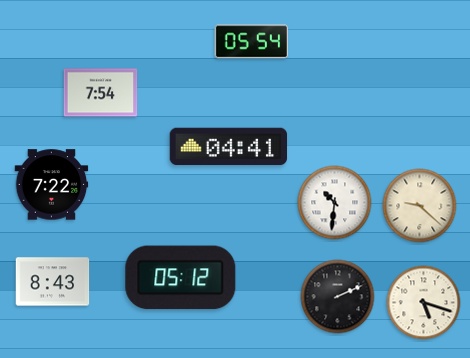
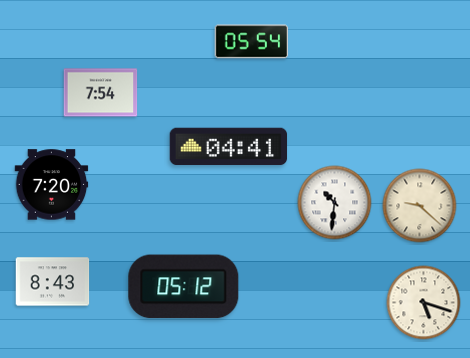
clock at (52, 185): 7:22 -> 7:20
clock at (181, 278) position: (181, 278) -> (184, 287)
clock at (338, 297): 2:11 -> none
